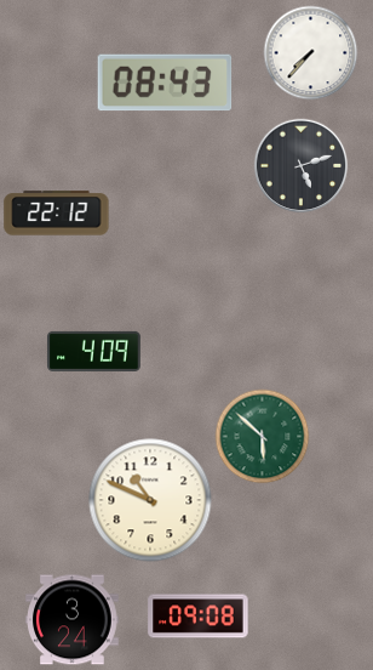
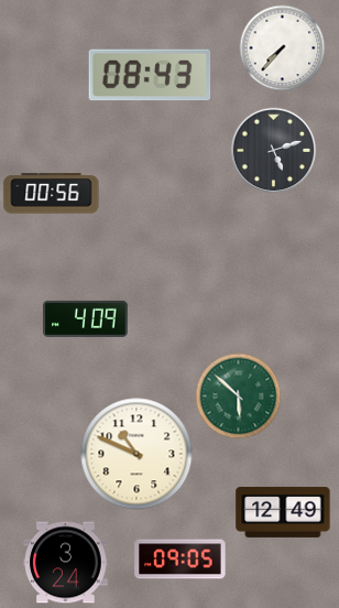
clock at (57, 214): 22:12 -> 00:56
clock at (283, 512): none -> 12:49
clock at (199, 617): 09:08 -> 09:05
